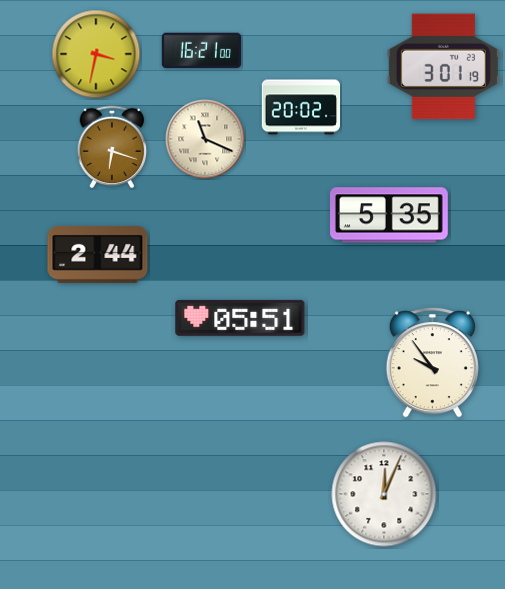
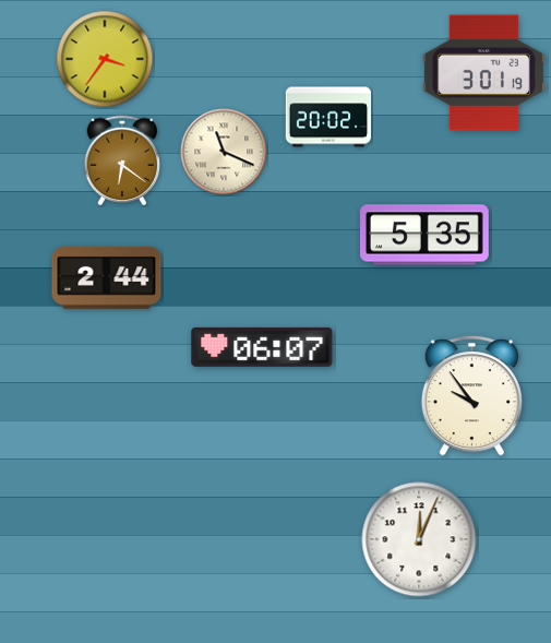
clock at (201, 51): 16:21 -> none
clock at (96, 54): 3:32 -> 3:36
clock at (112, 147): 6:18 -> 6:21
clock at (240, 318): 05:51 -> 06:07
